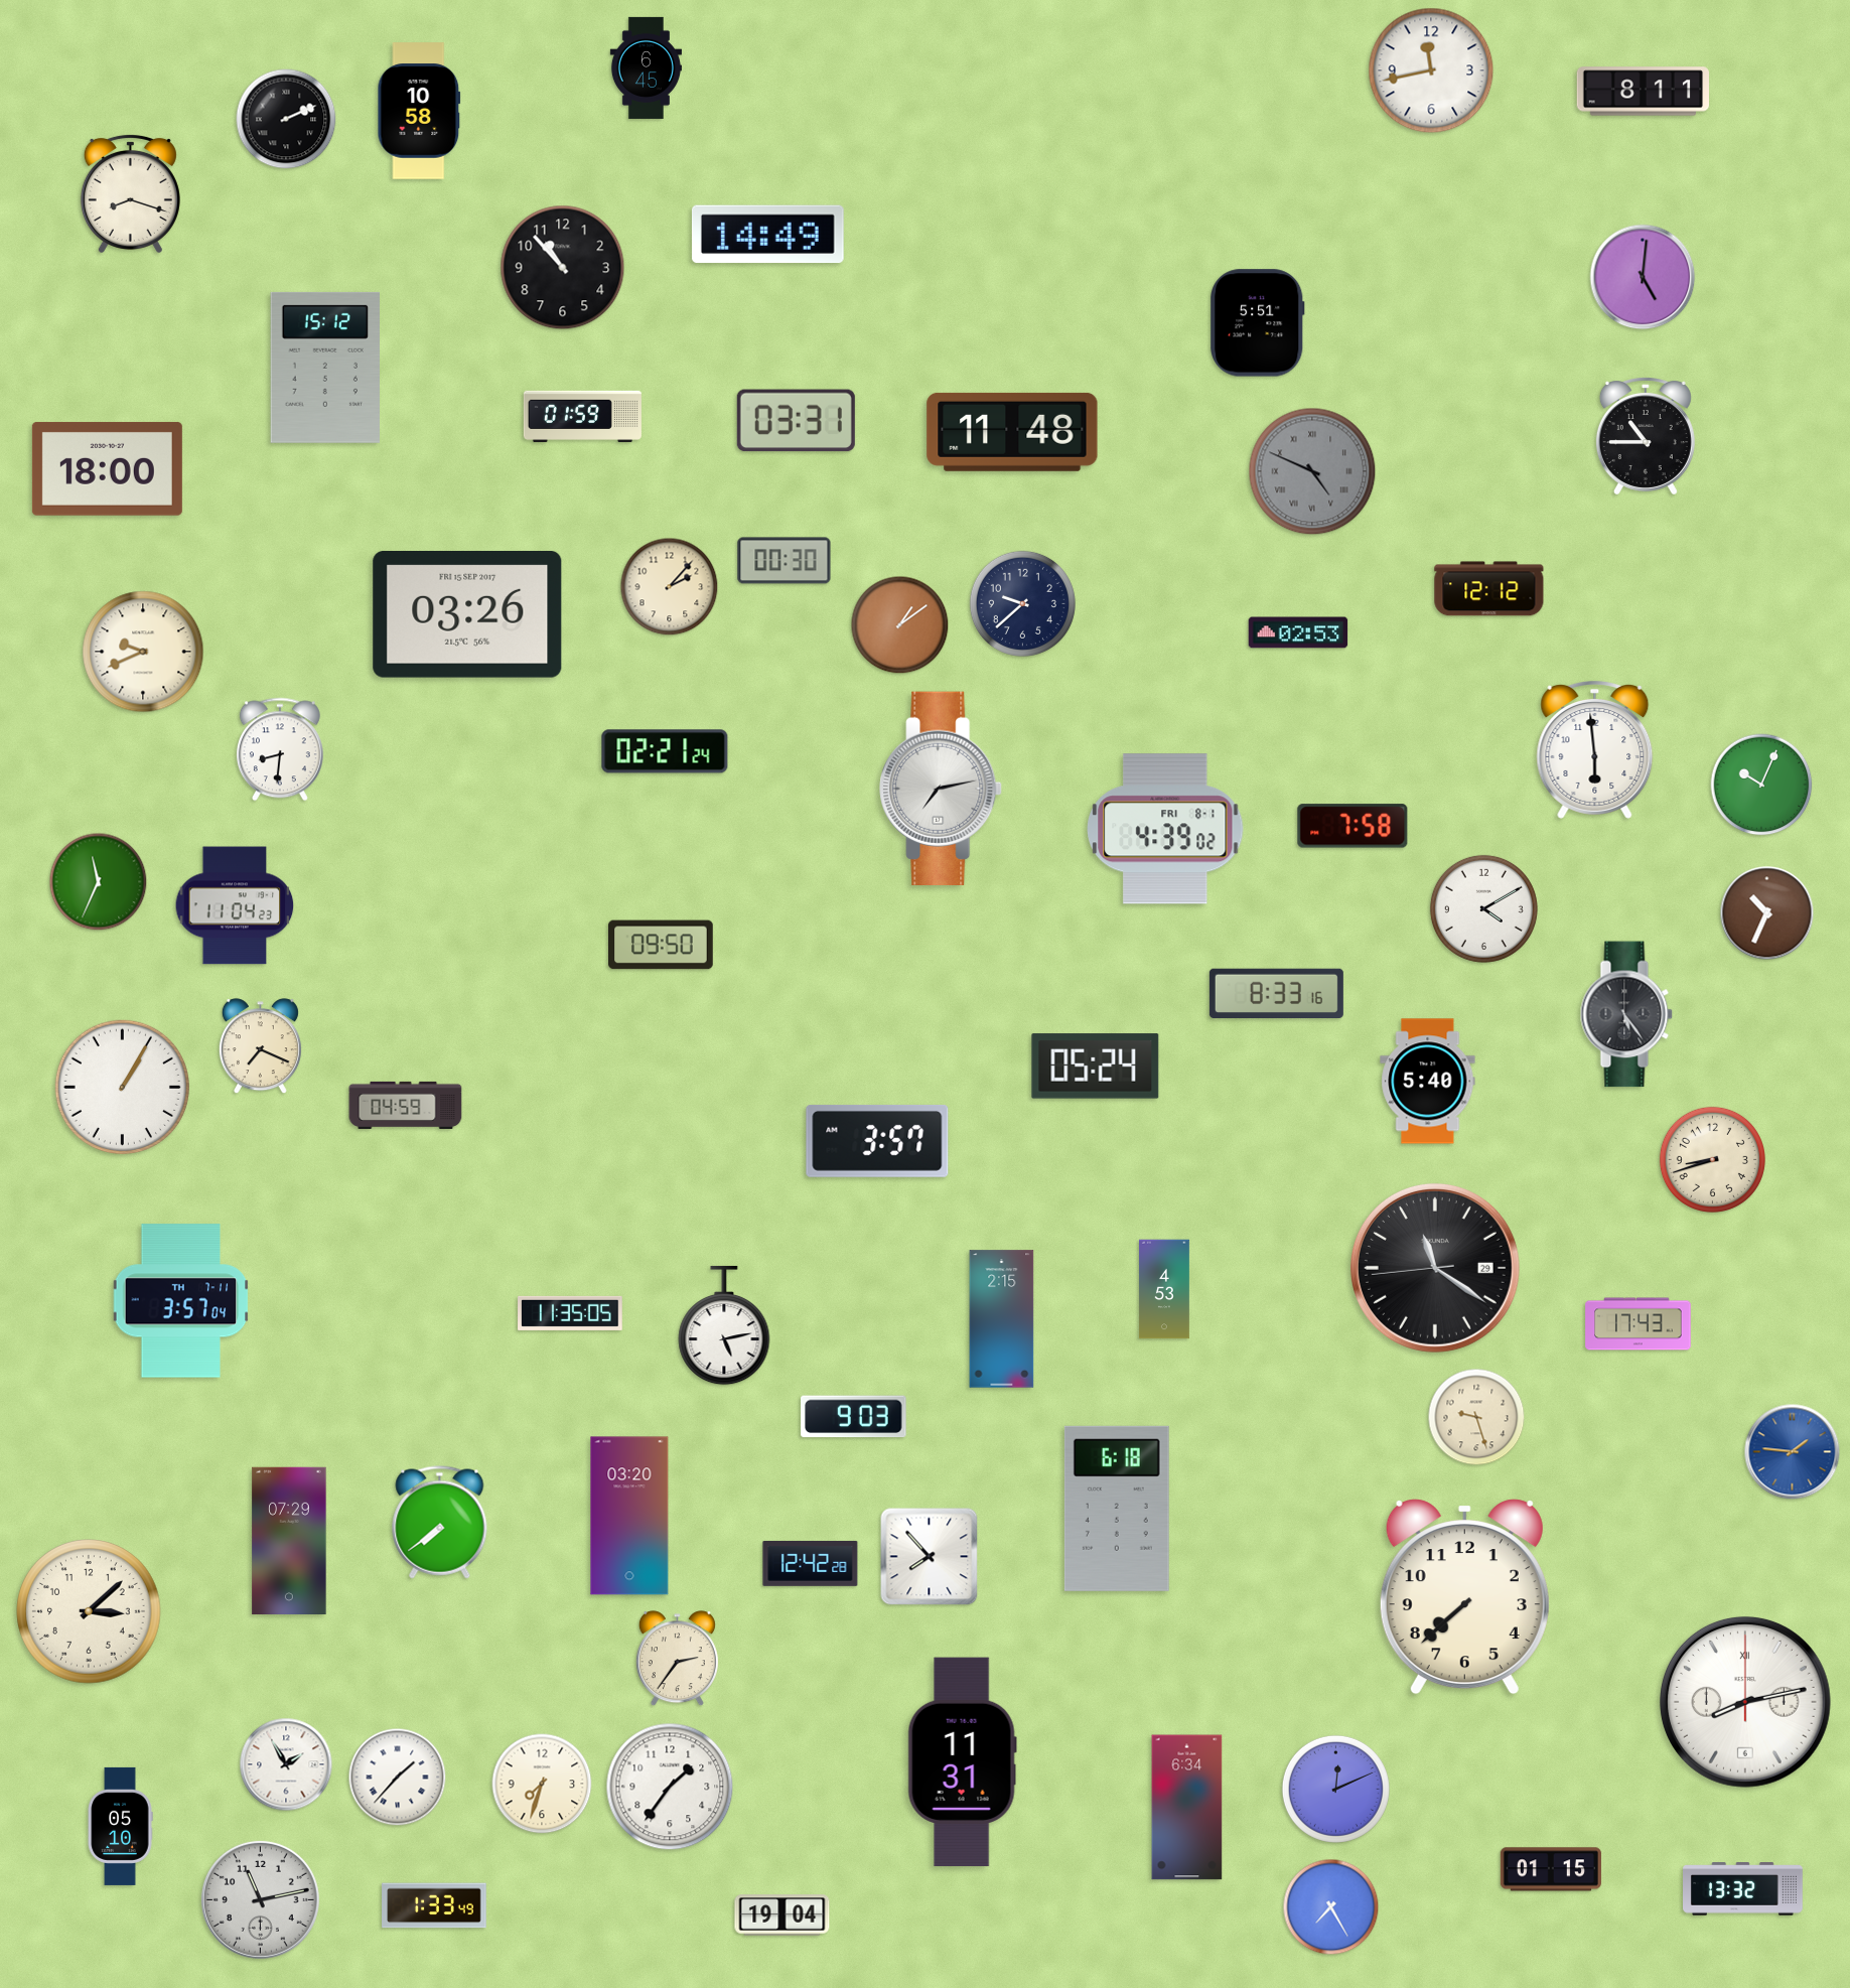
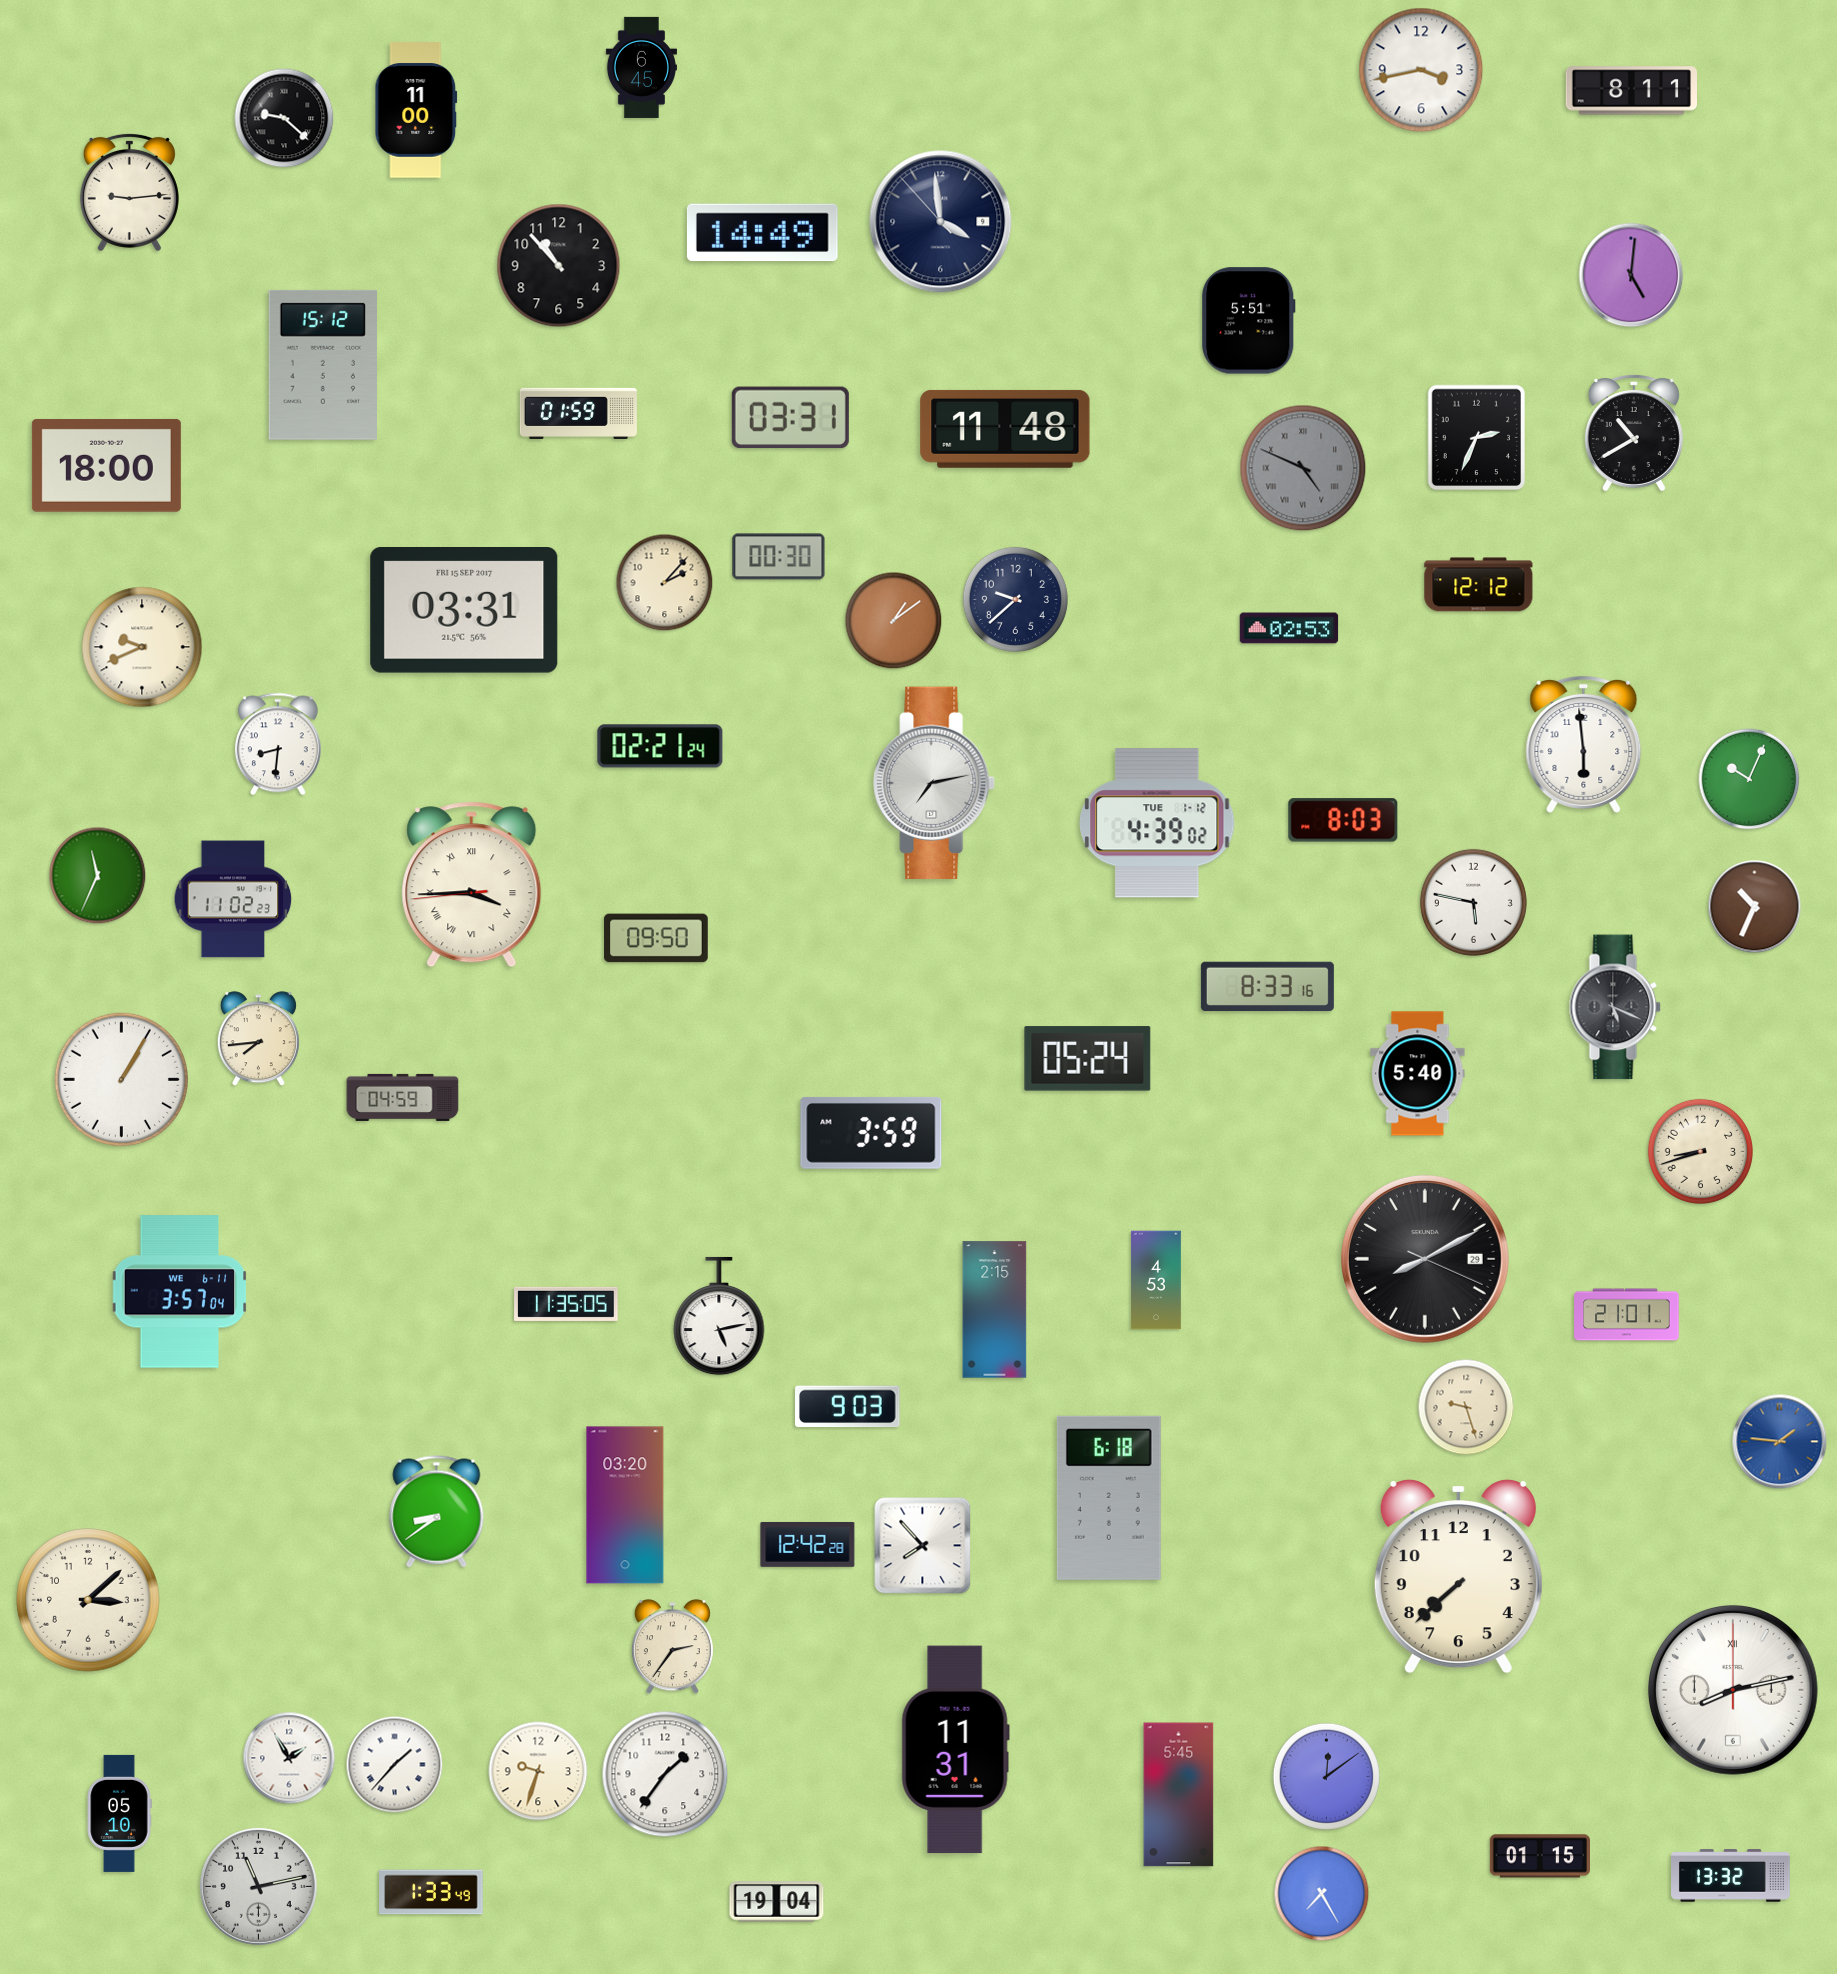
clock at (1431, 70): 11:43 -> 3:43
clock at (419, 111): 10:58 -> 11:00
clock at (286, 119): 2:11 -> 9:22
clock at (130, 193): 8:18 -> 9:14
clock at (941, 222): none -> 3:58
clock at (1646, 436): 10:45 -> 10:40
clock at (1477, 438): none -> 2:34
clock at (467, 615): 03:26 -> 03:31
clock at (1353, 826): 7:58 -> 8:03
clock at (1165, 829) date: FRI 8-1 -> TUE 1-12
clock at (472, 885): none -> 3:44
clock at (235, 905): 11:04 -> 11:02
clock at (1483, 908): 4:10 -> 5:47
clock at (1626, 1014): 5:24 -> 5:19
clock at (260, 1046): 7:19 -> 7:44
clock at (877, 1141): 3:57 -> 3:59
clock at (1435, 1268): 11:20 -> 8:10
clock at (181, 1301) date: TH 7-11 -> WE 6-11
clock at (1639, 1324): 17:43 -> 21:01
clock at (440, 1523): 7:39 -> 8:39
clock at (289, 1541): 07:29 -> none
clock at (811, 1563) position: (811, 1563) -> (808, 1544)
clock at (1464, 1597) position: (1464, 1597) -> (1458, 1577)
clock at (286, 1764) position: (286, 1764) -> (289, 1758)
clock at (542, 1784): 7:33 -> 9:33
clock at (1335, 1789): 12:11 -> 12:09
clock at (1187, 1808): 6:34 -> 5:45
